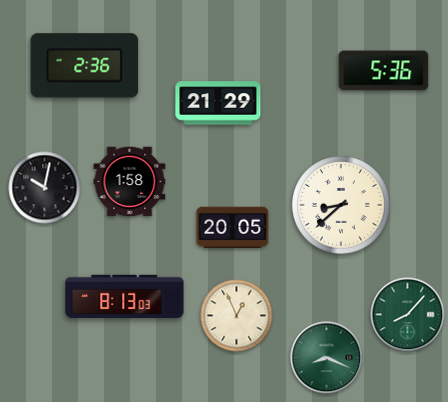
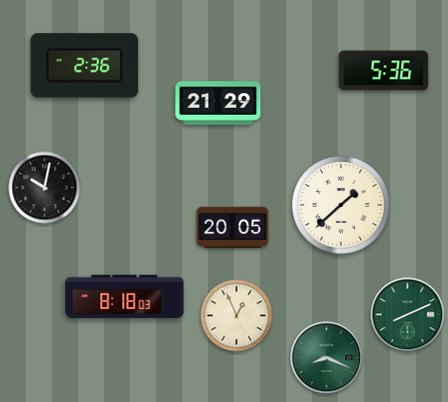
clock at (130, 182): 1:58 -> none
clock at (341, 205): 8:38 -> 1:38
clock at (125, 297): 8:13 -> 8:18
clock at (408, 315): 8:07 -> 8:11
